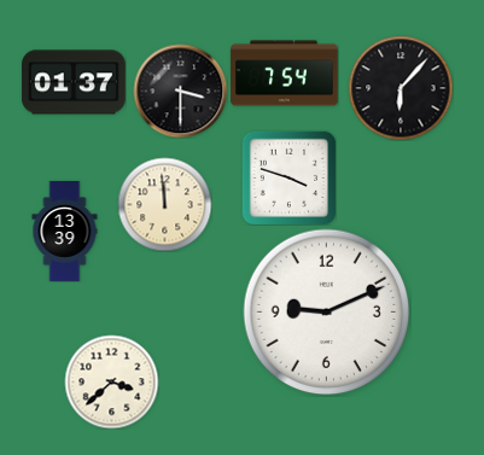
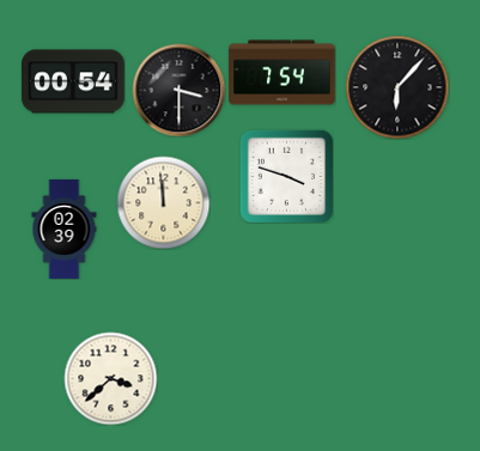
clock at (75, 82): 01:37 -> 00:54
clock at (65, 231): 13:39 -> 02:39
clock at (327, 313): 9:11 -> none
